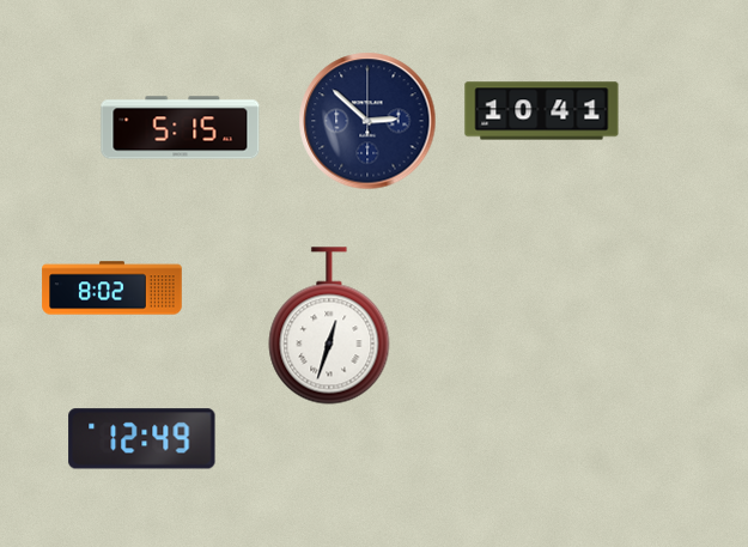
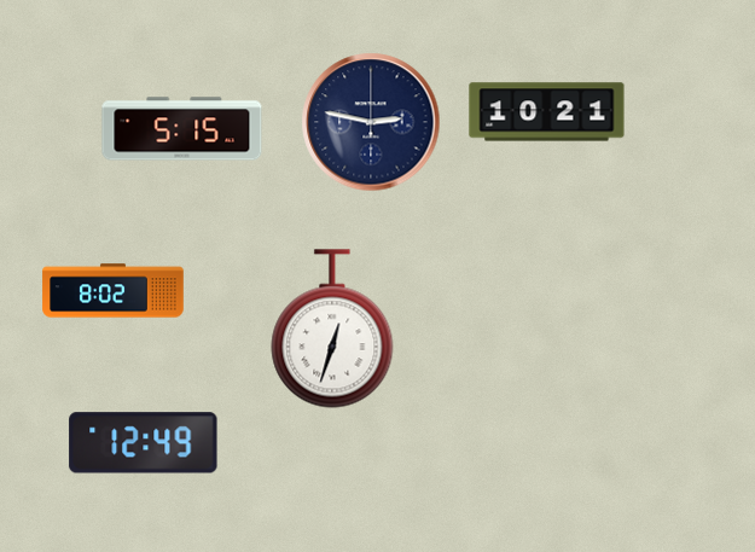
clock at (542, 111): 10:41 -> 10:21
clock at (367, 121): 2:52 -> 2:47
